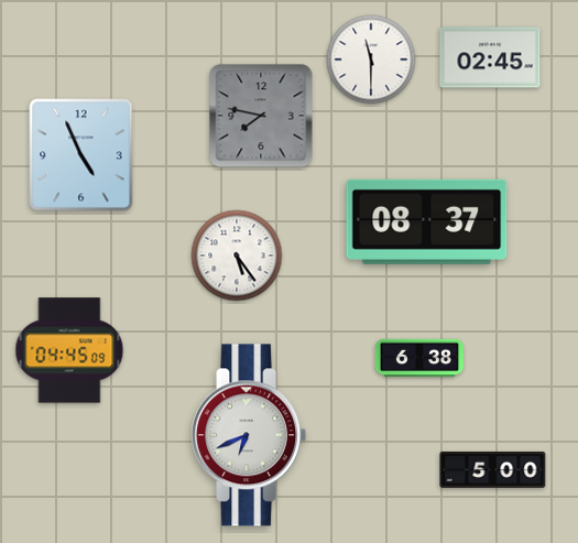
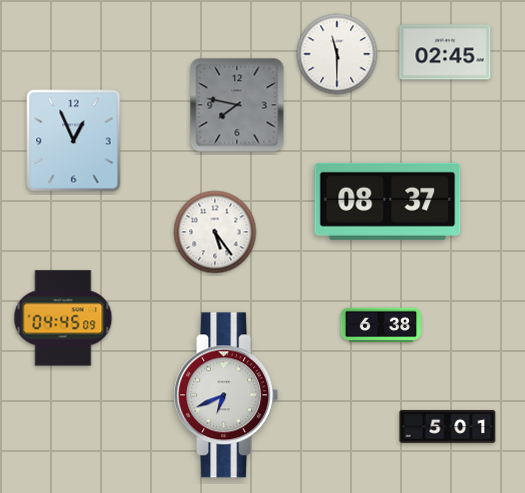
clock at (81, 155): 4:56 -> 12:56
clock at (493, 469): 5:00 -> 5:01
